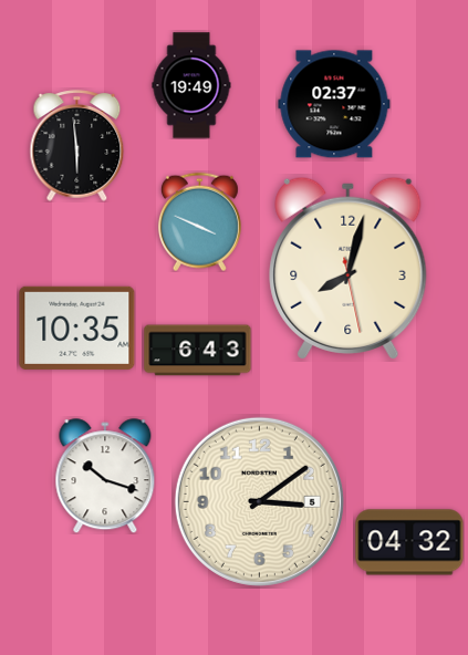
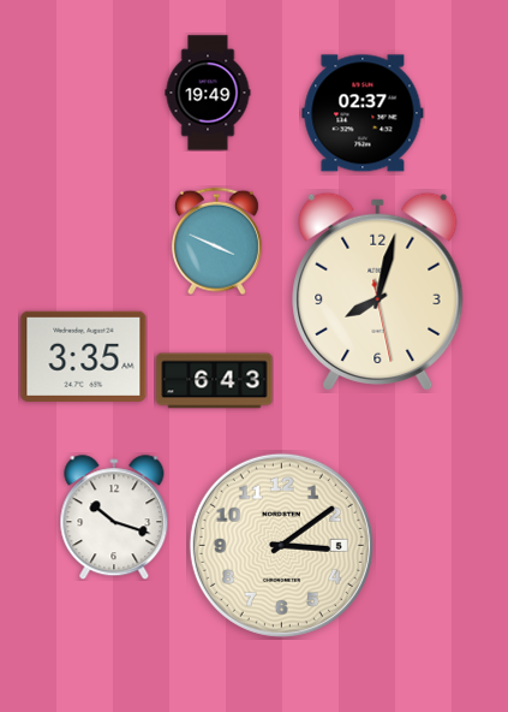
clock at (77, 146): 5:59 -> none
clock at (77, 327): 10:35 -> 3:35
clock at (409, 542): 04:32 -> none
